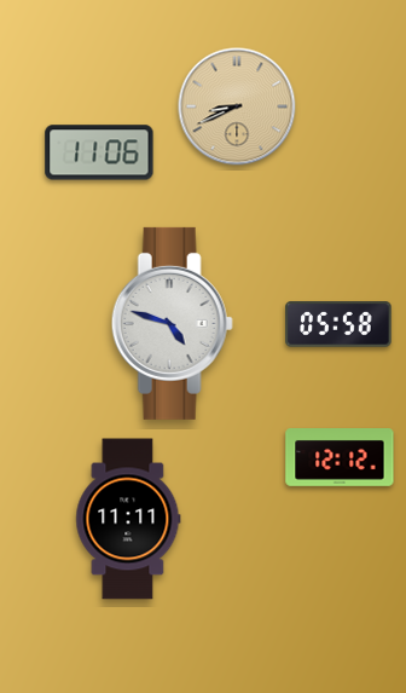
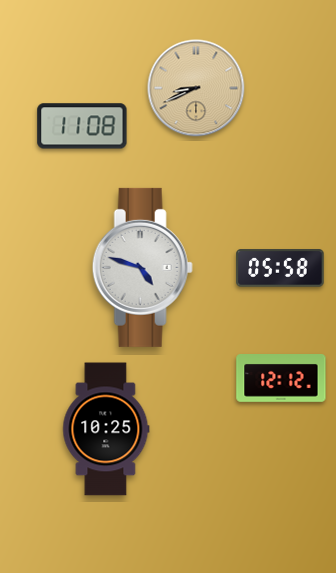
clock at (99, 152): 11:06 -> 11:08
clock at (128, 519): 11:11 -> 10:25
